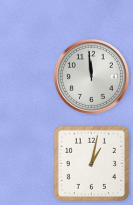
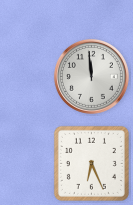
clock at (91, 163): 1:02 -> 6:26
